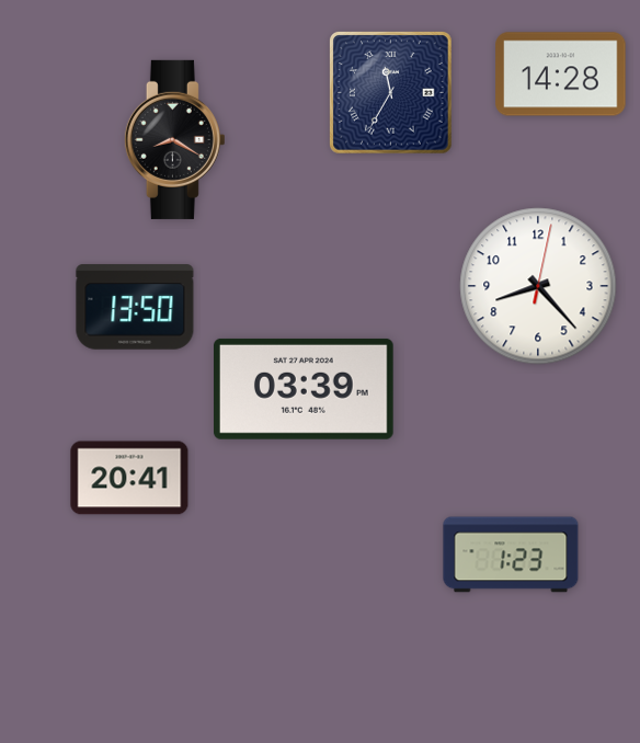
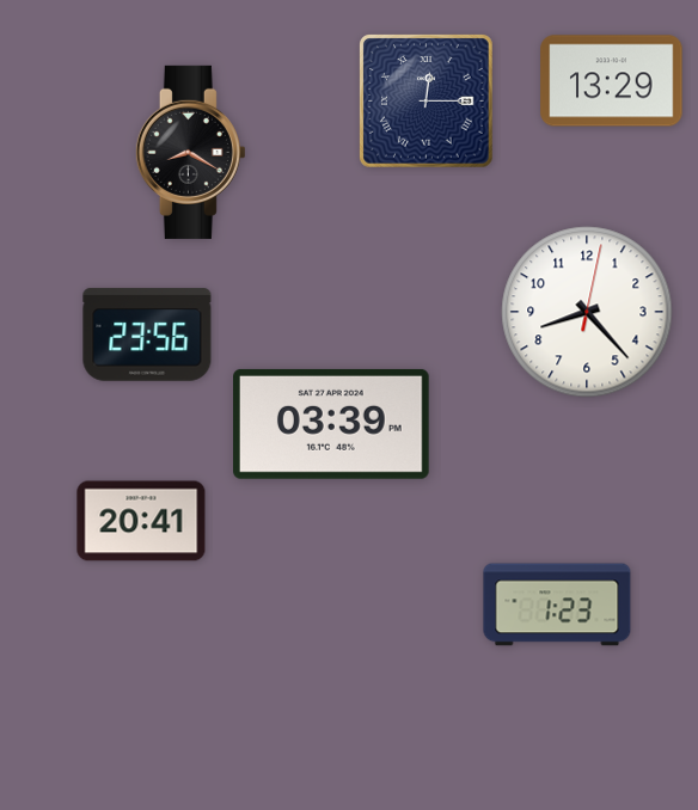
clock at (561, 75): 14:28 -> 13:29
clock at (391, 93): 11:35 -> 12:15
clock at (135, 307): 13:50 -> 23:56
